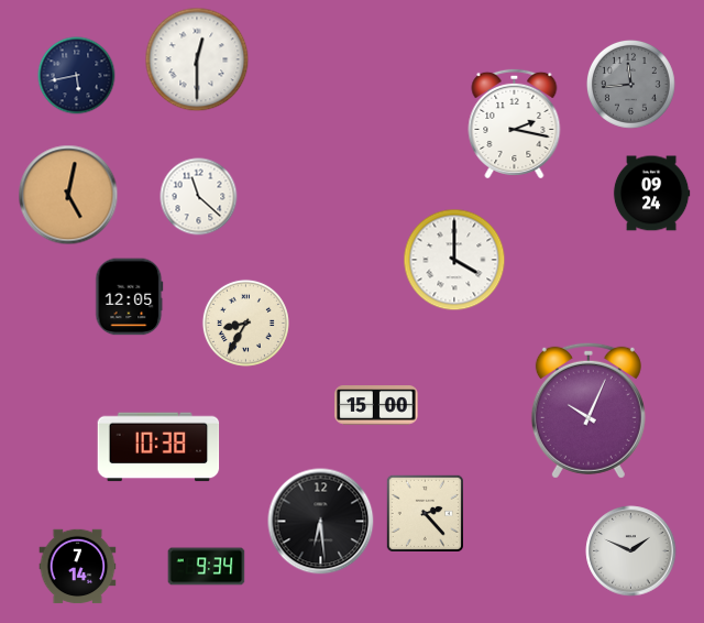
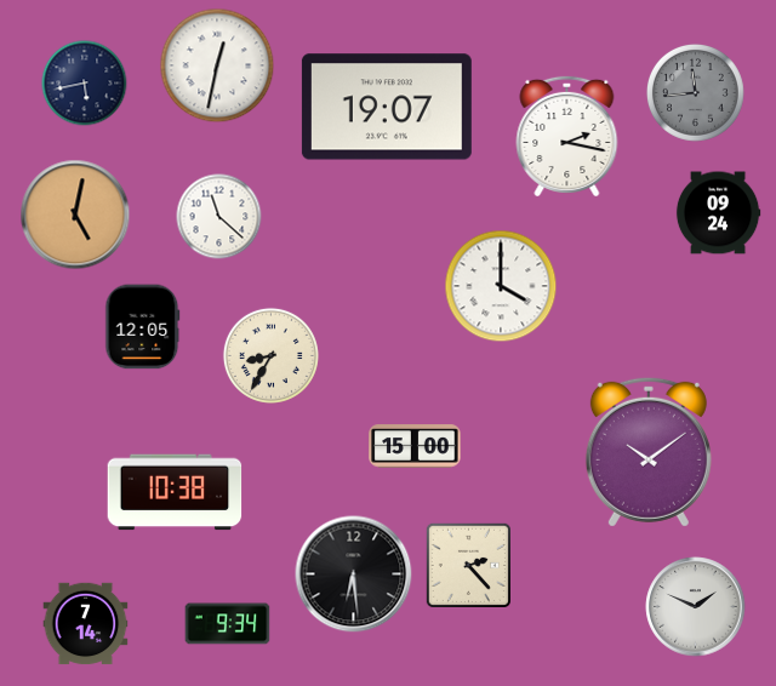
clock at (197, 59): 12:30 -> 12:32
clock at (387, 107): none -> 19:07
clock at (588, 411): 10:04 -> 10:09
